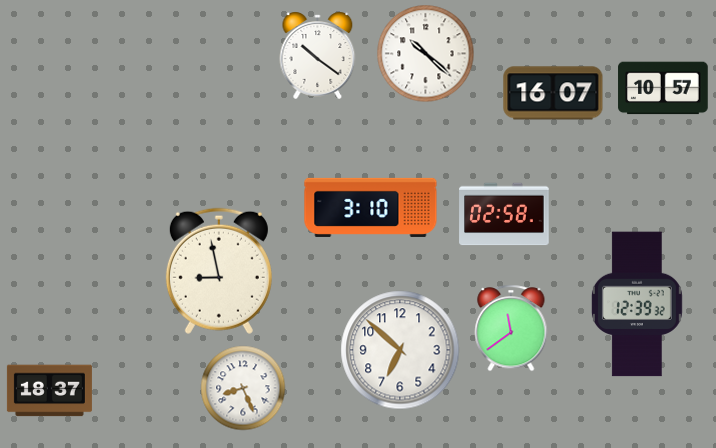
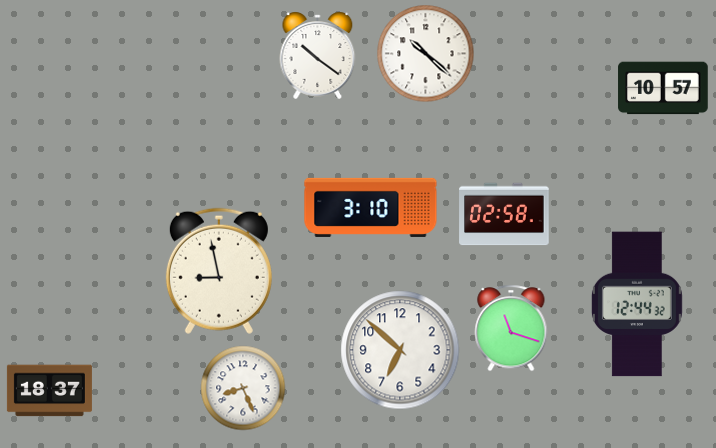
clock at (553, 93): 16:07 -> none
clock at (637, 304): 12:39 -> 12:44
clock at (511, 328): 11:39 -> 11:18
